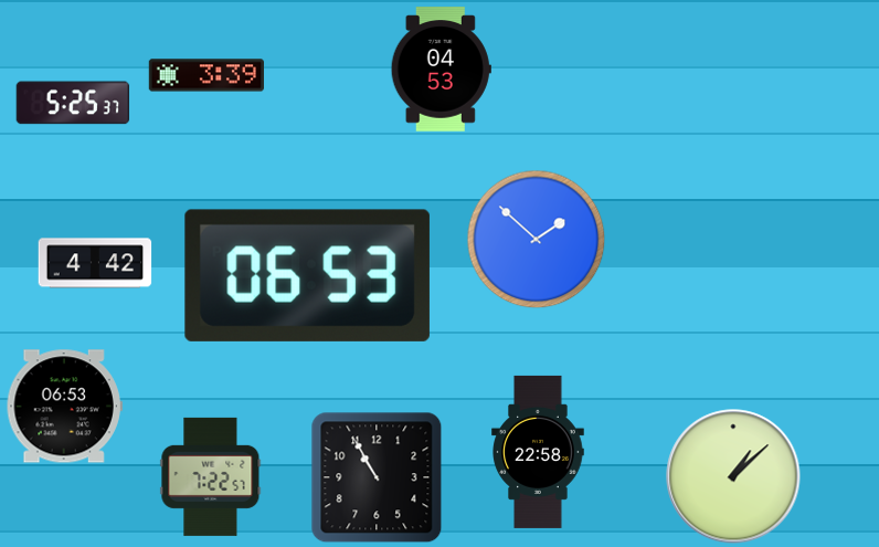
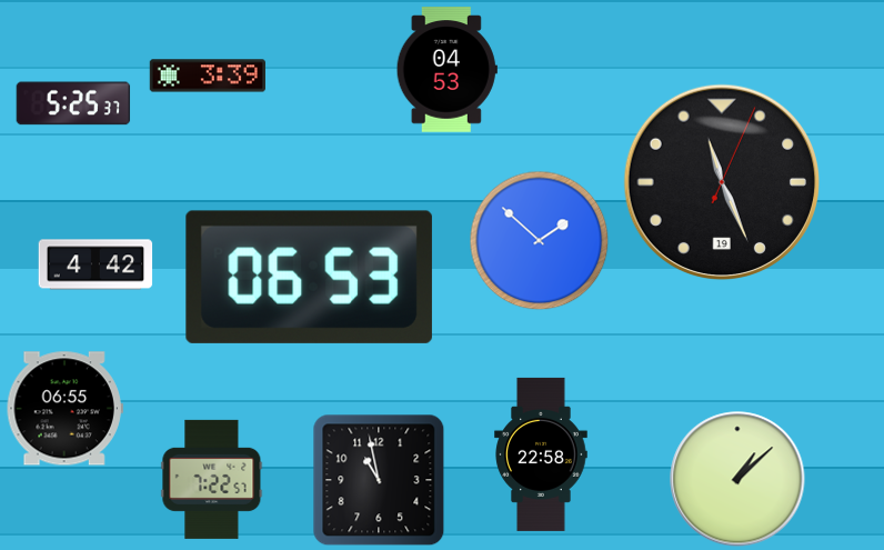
clock at (441, 70) position: (441, 70) -> (446, 70)
clock at (722, 182): none -> 11:26
clock at (64, 407): 06:53 -> 06:55
clock at (377, 477): 10:55 -> 10:58
